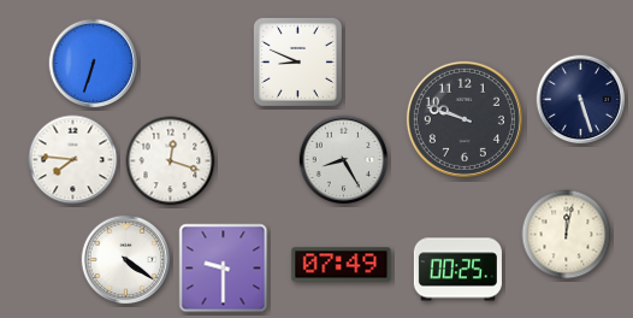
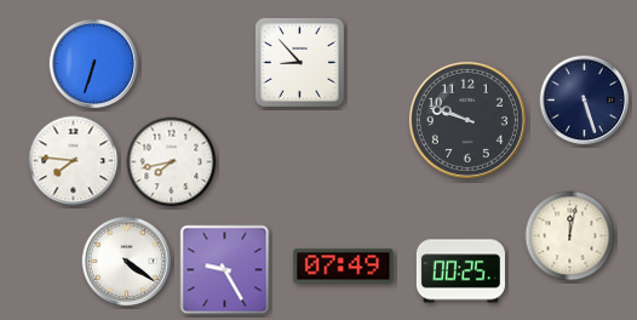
clock at (297, 61): 8:49 -> 8:53
clock at (344, 160): 8:25 -> none
clock at (171, 161): 12:18 -> 7:43
clock at (224, 269): 9:30 -> 9:25
